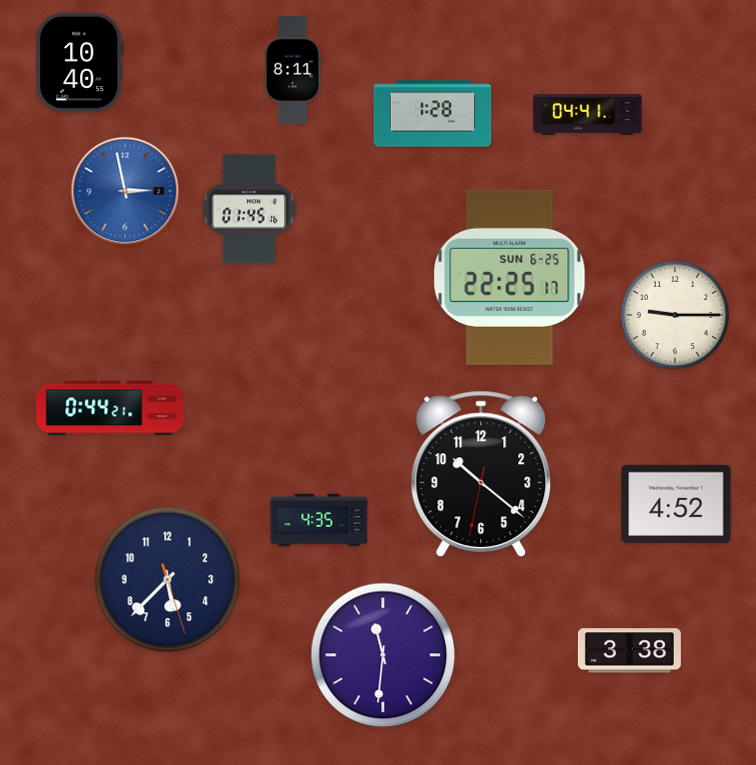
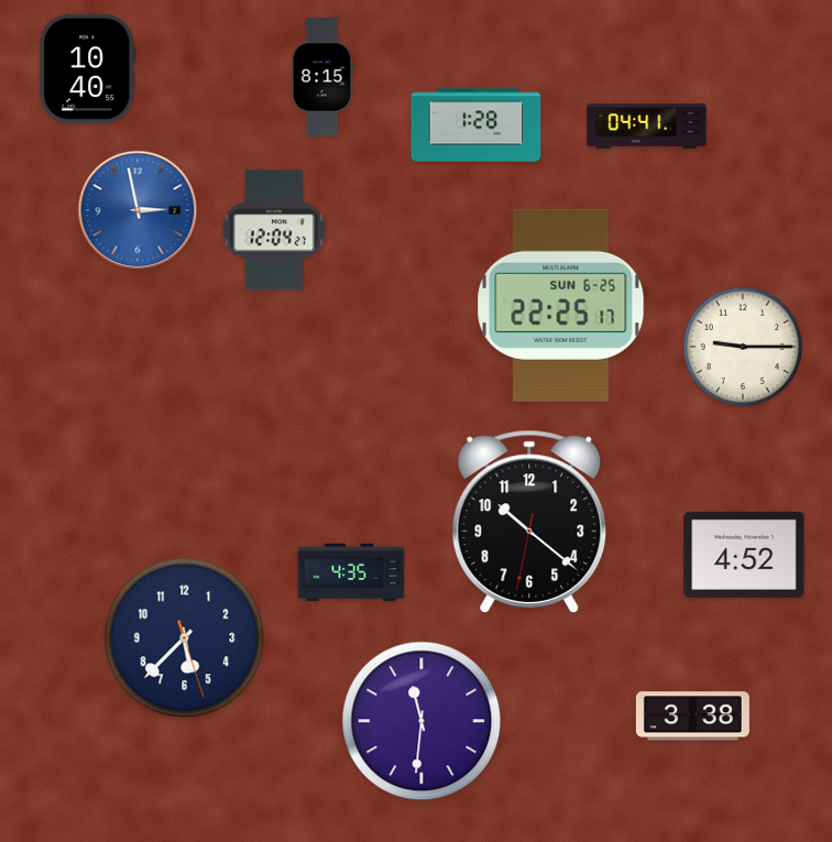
clock at (293, 70): 8:11 -> 8:15
clock at (249, 209): 01:45 -> 12:04
clock at (110, 408): 0:44 -> none
